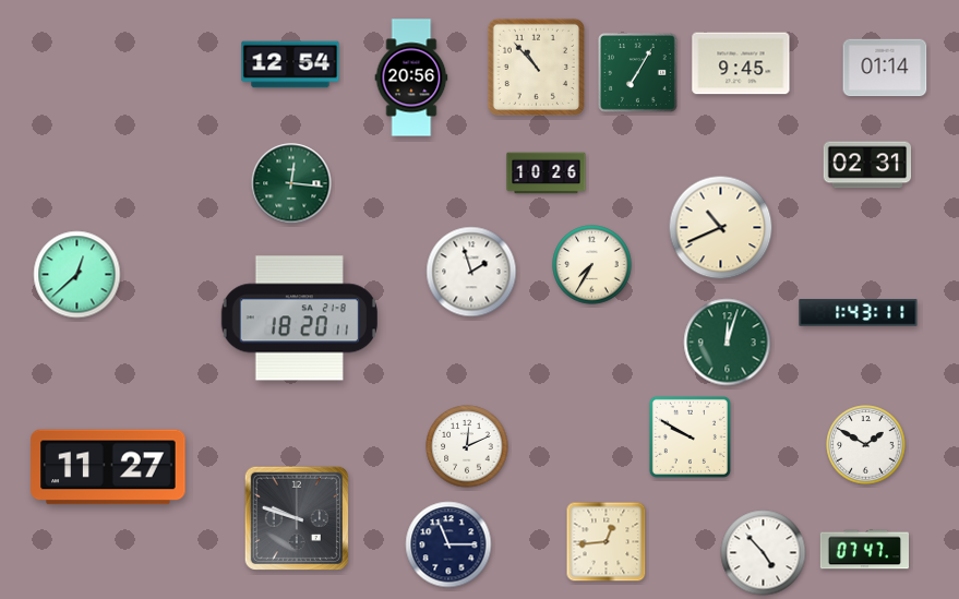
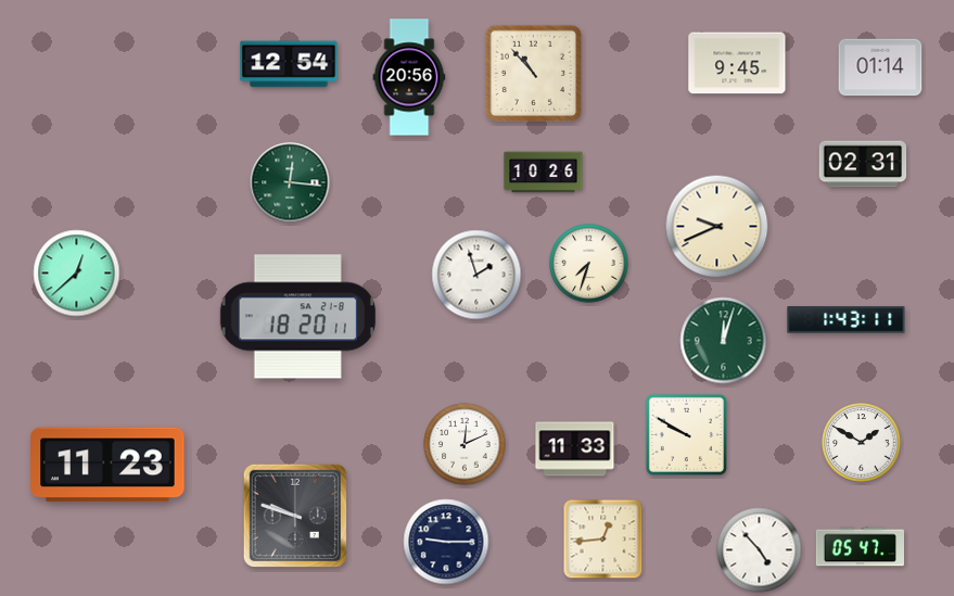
clock at (536, 67) position: (536, 67) -> (533, 73)
clock at (638, 73): 7:05 -> none
clock at (721, 228): 10:41 -> 9:41
clock at (592, 265): 7:35 -> 7:33
clock at (471, 272) position: (471, 272) -> (476, 275)
clock at (859, 313) position: (859, 313) -> (847, 320)
clock at (575, 449): none -> 11:33
clock at (108, 467): 11:27 -> 11:23
clock at (448, 544): 11:15 -> 9:15
clock at (864, 550): 07:47 -> 05:47
